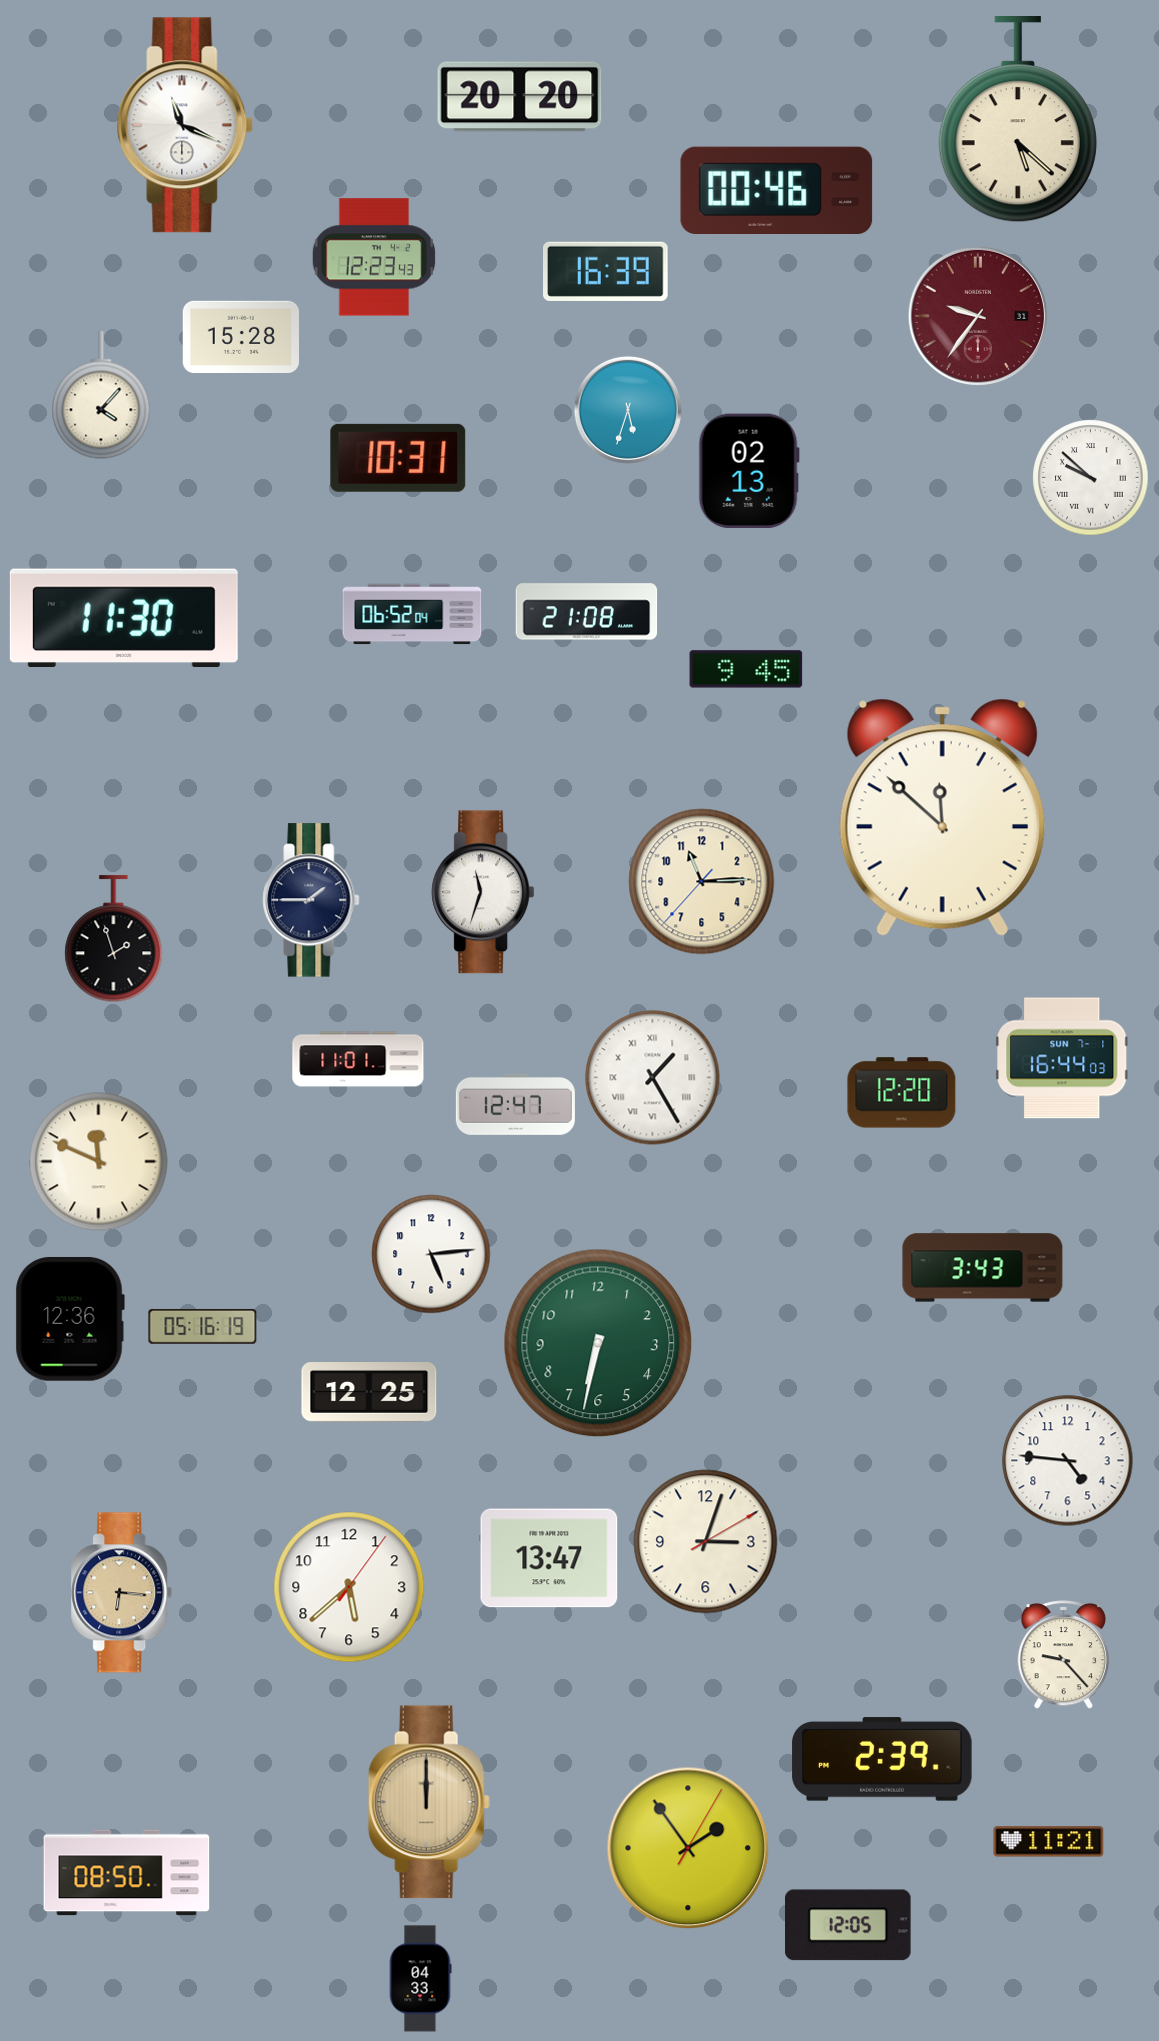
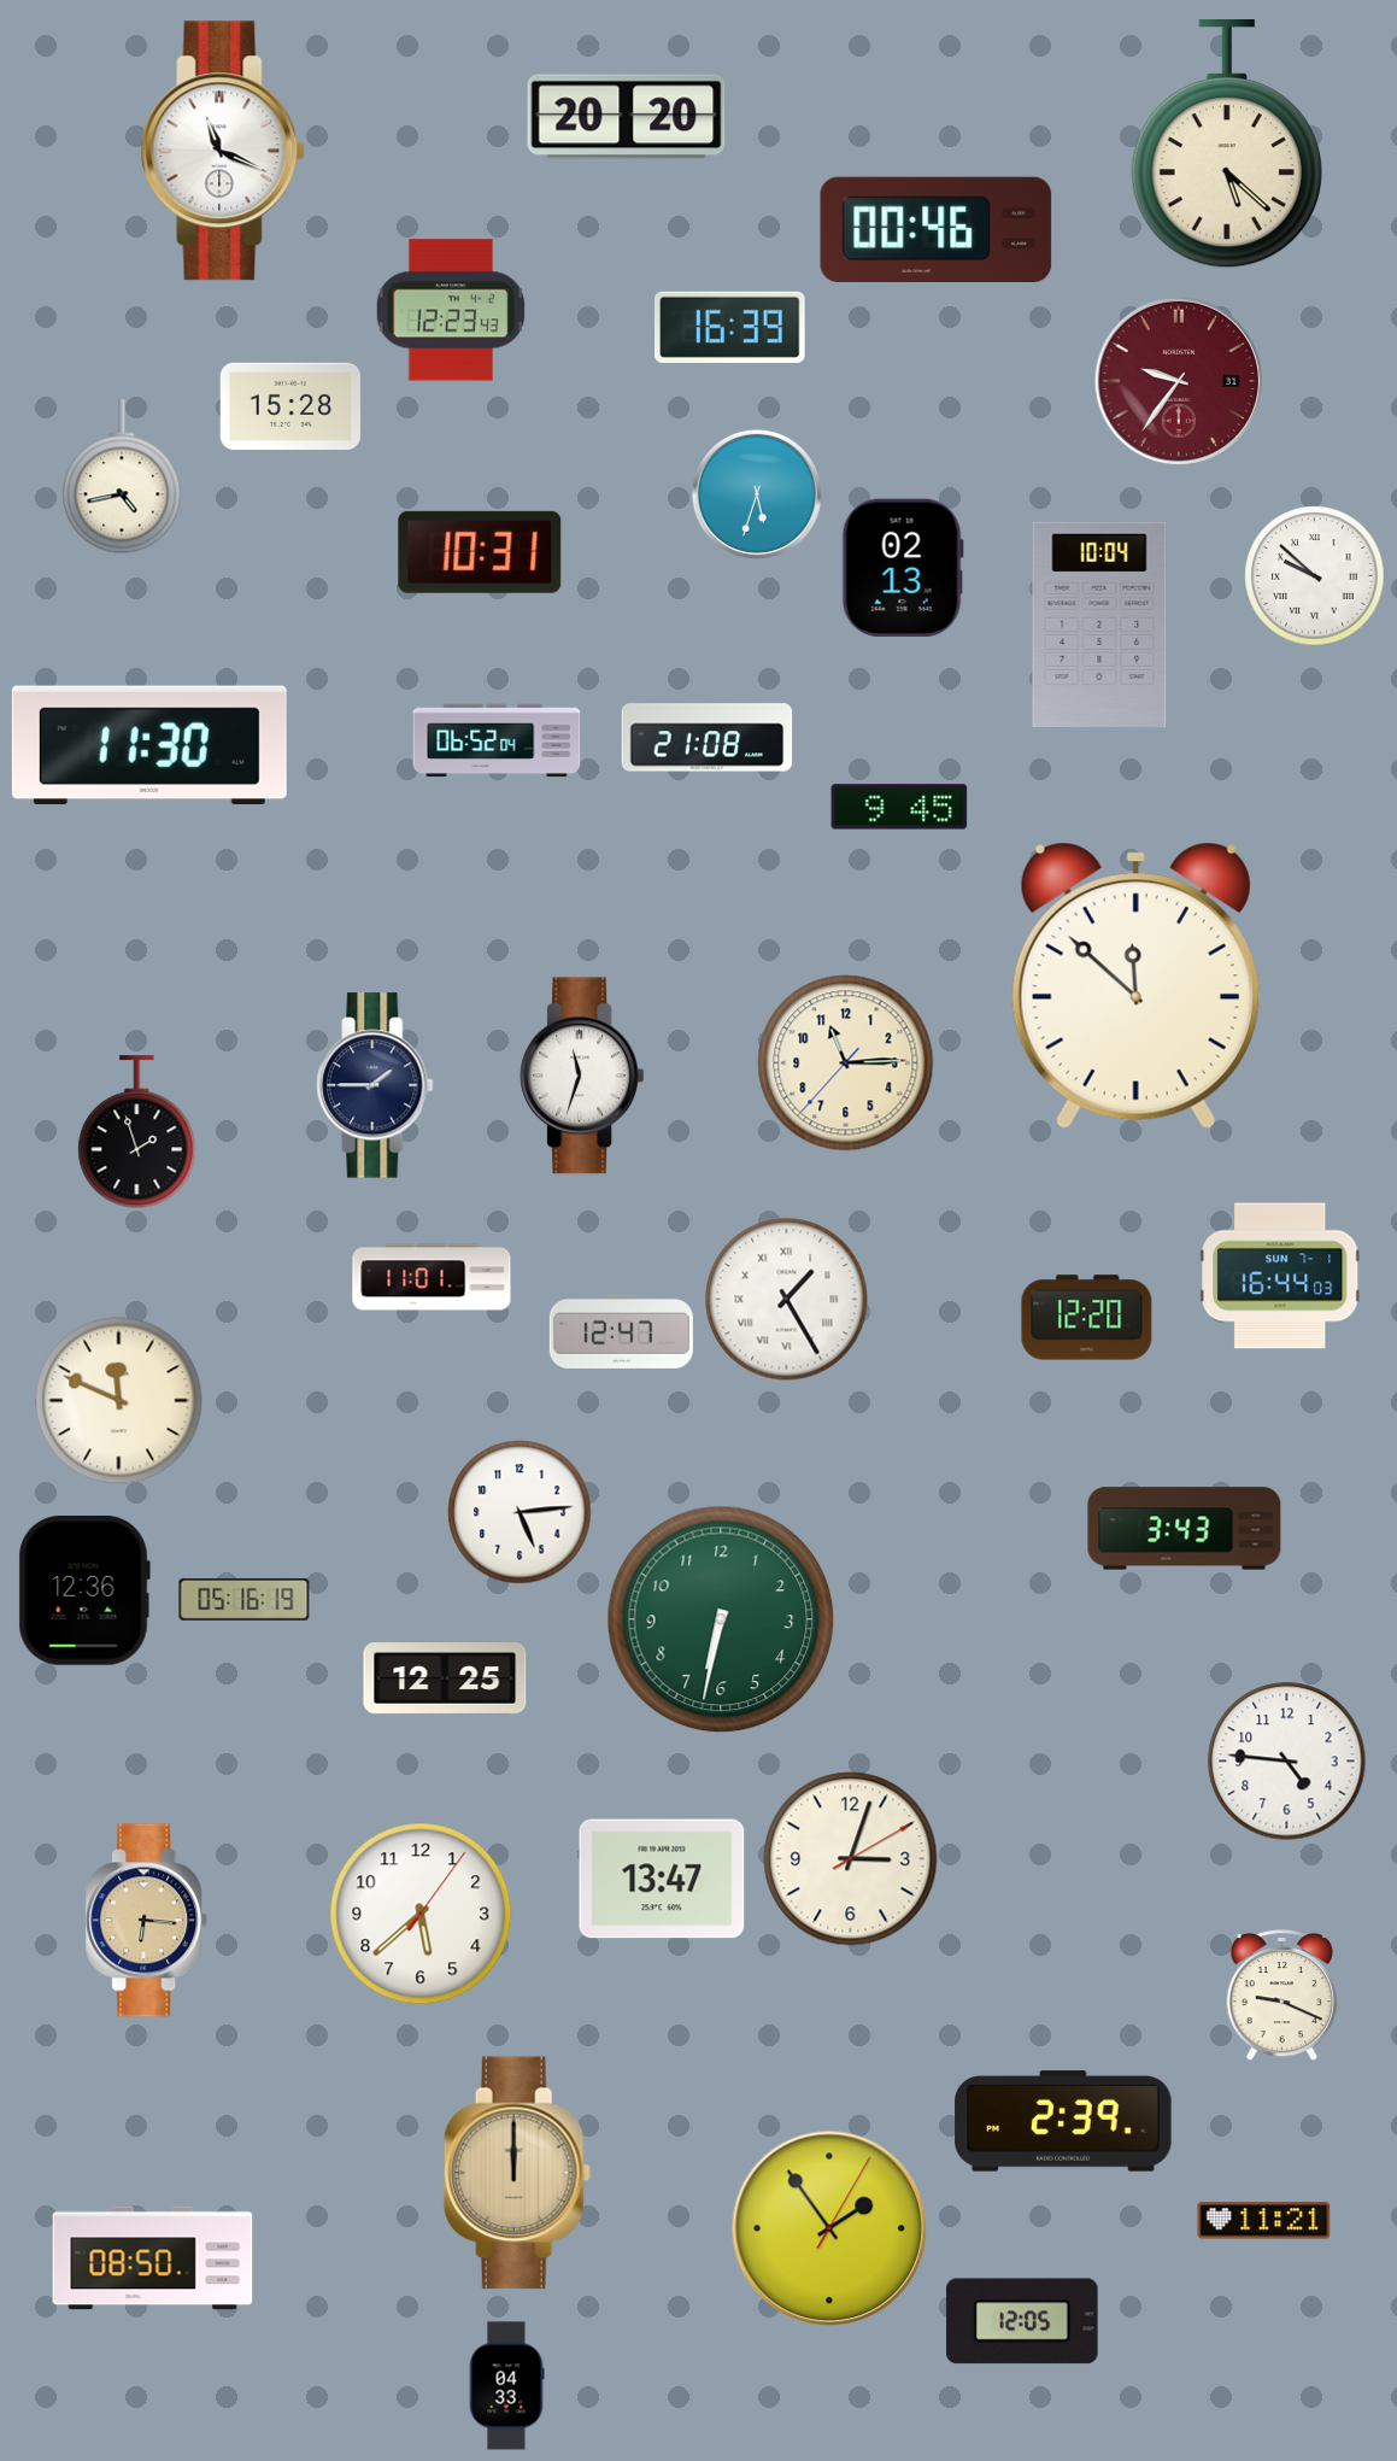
clock at (101, 396): 4:07 -> 4:43
clock at (1099, 625): none -> 10:04
clock at (1063, 1655): 9:23 -> 9:19
